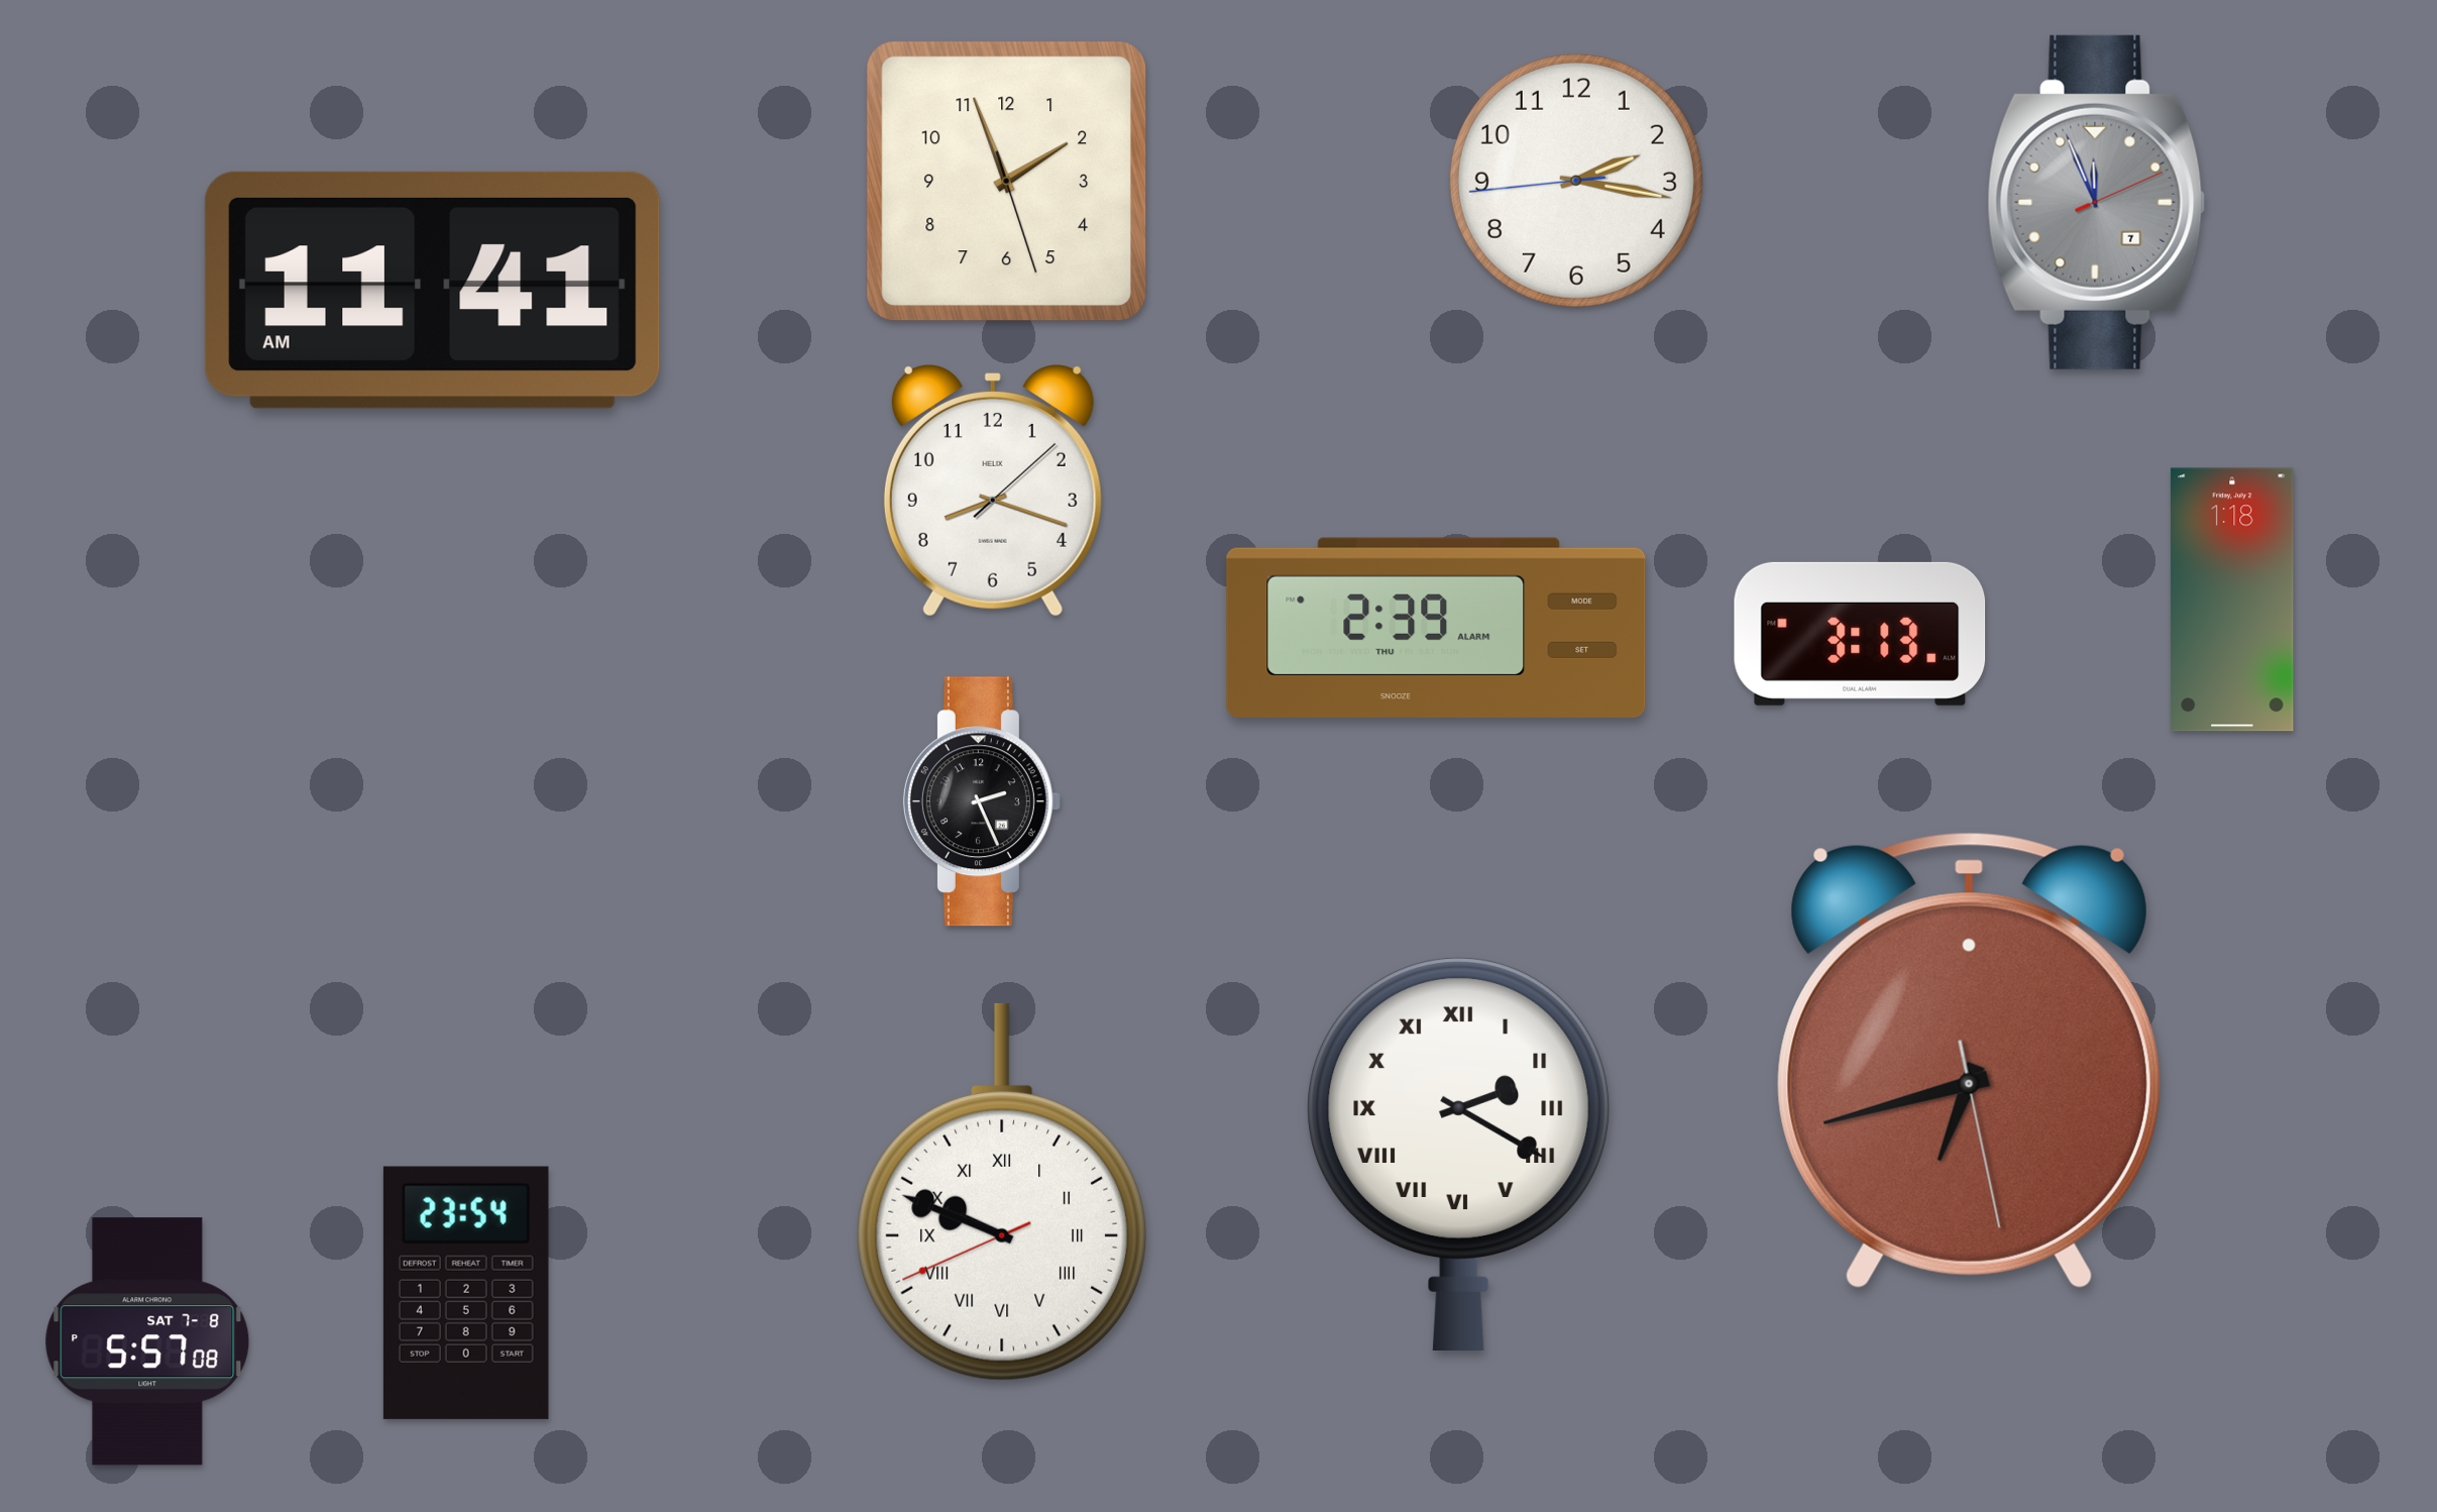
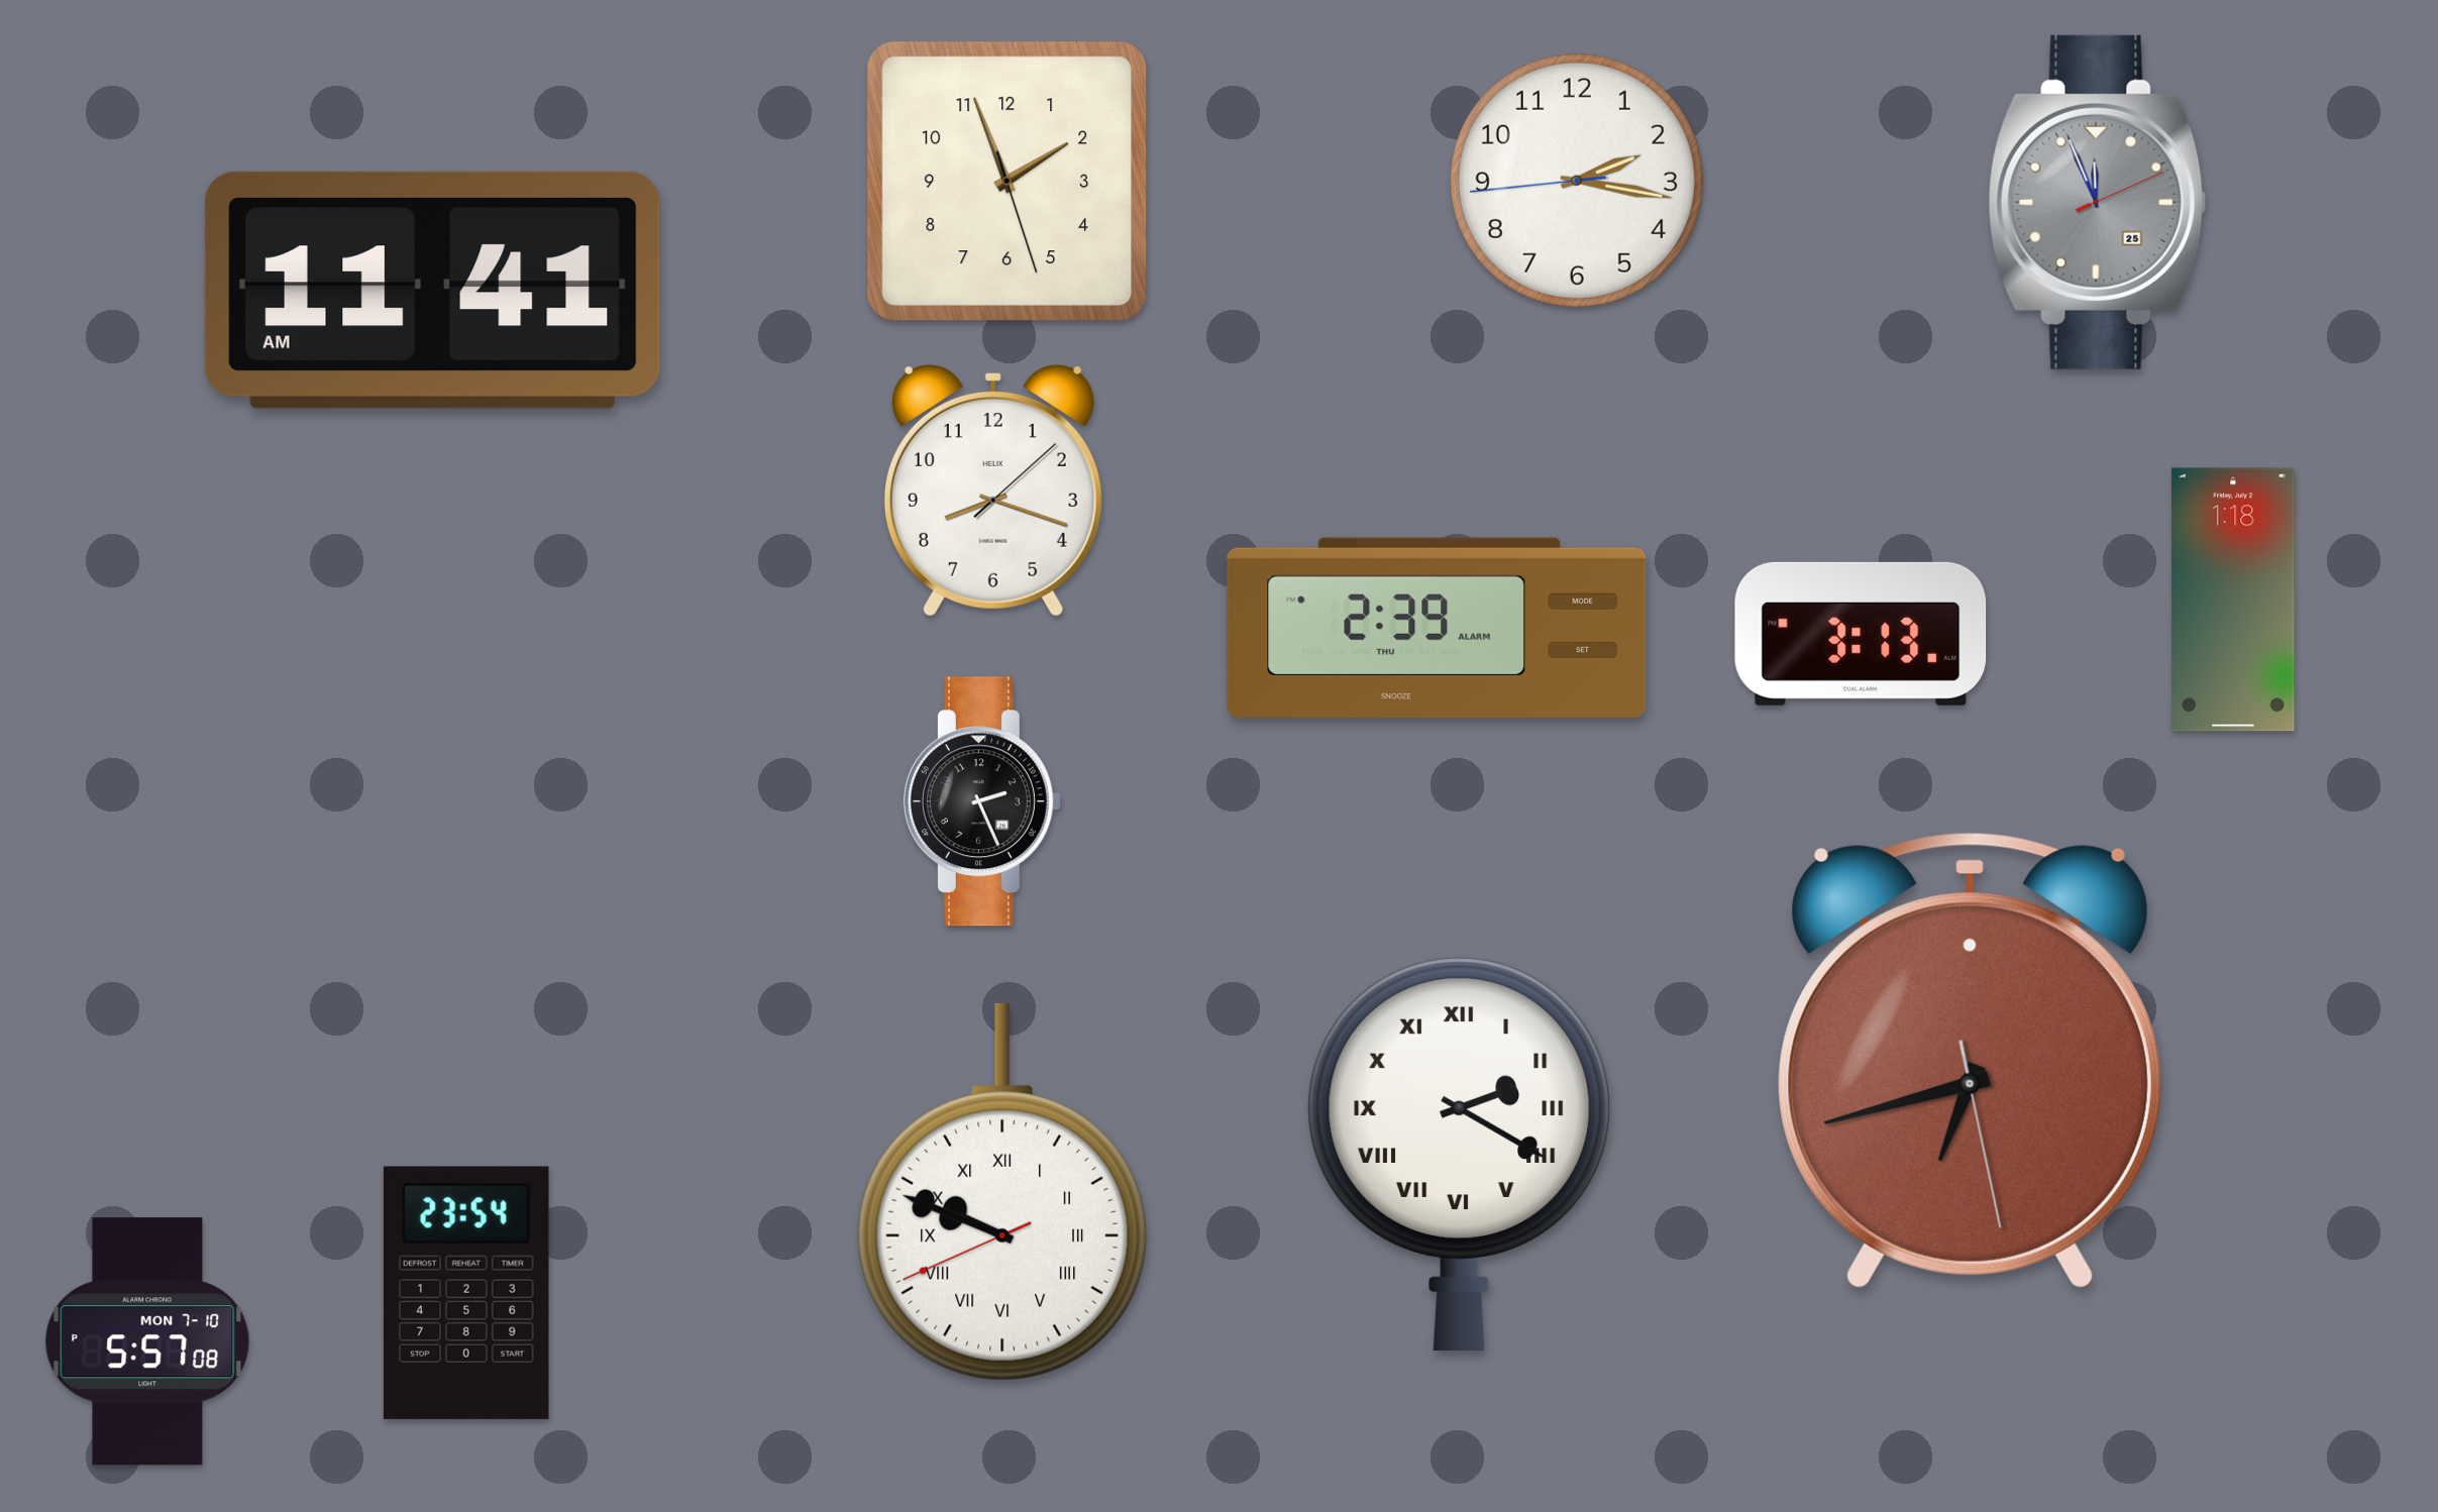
clock at (2097, 202) date: 7 -> 25
clock at (147, 1341) date: SAT 7-8 -> MON 7-10
